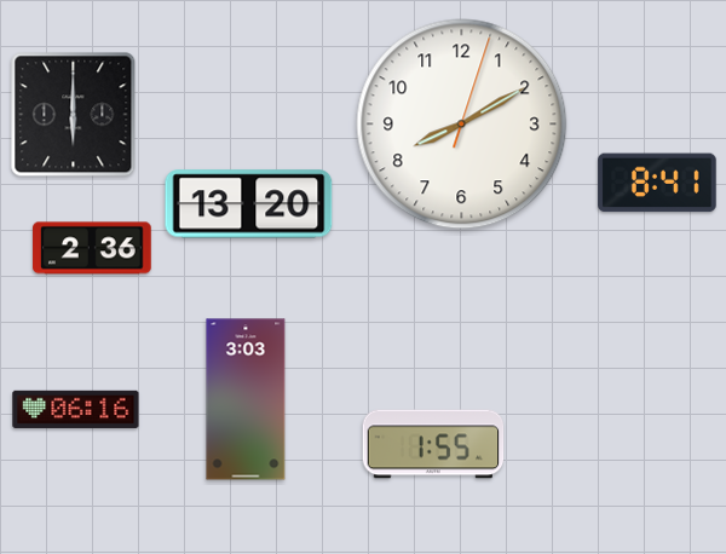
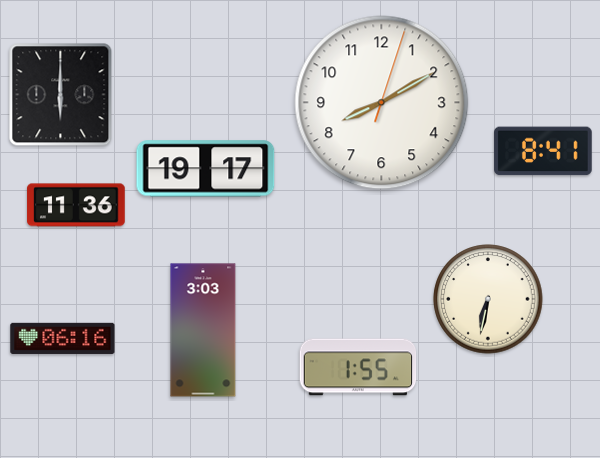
clock at (249, 204): 13:20 -> 19:17
clock at (92, 248): 2:36 -> 11:36
clock at (488, 299): none -> 6:32
